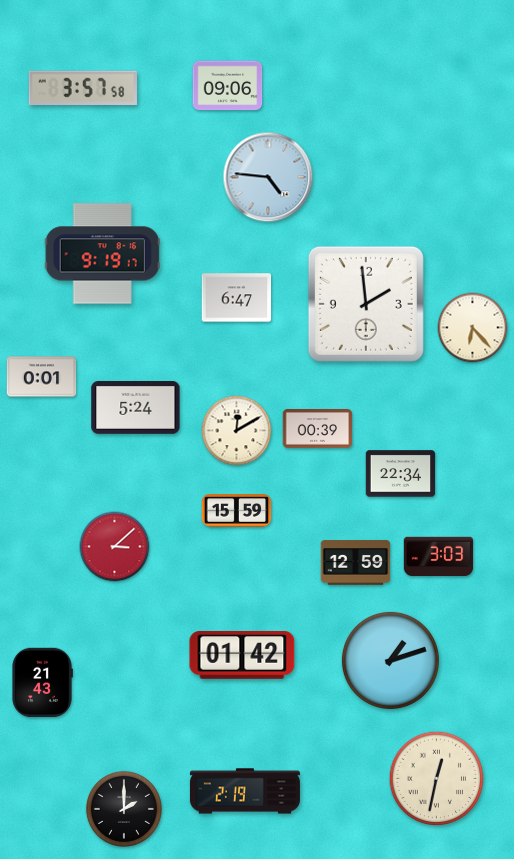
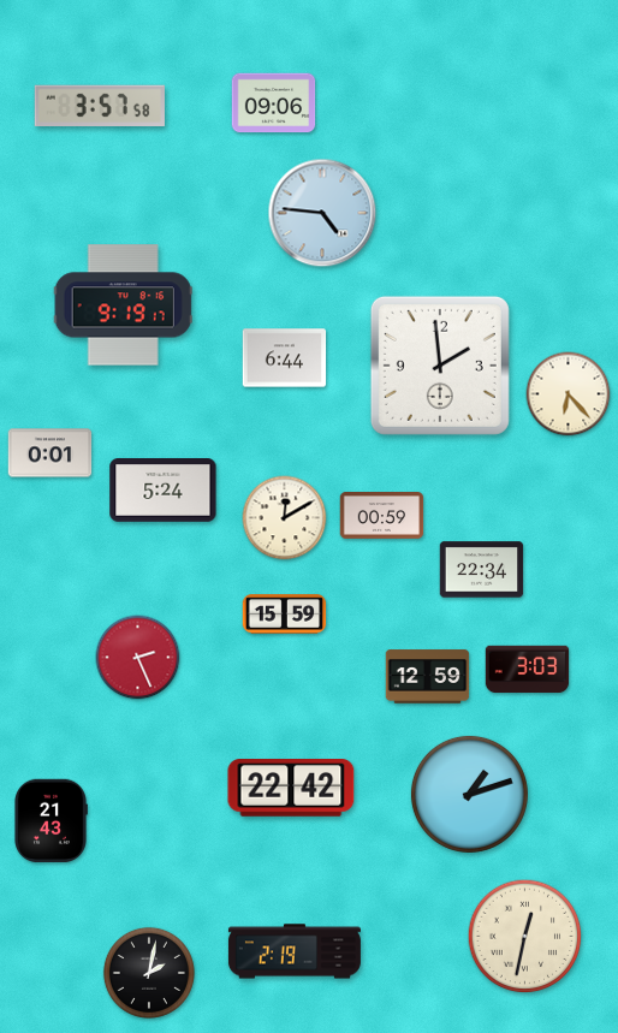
clock at (237, 298): 6:47 -> 6:44
clock at (318, 429): 00:39 -> 00:59
clock at (115, 547): 3:08 -> 2:26
clock at (242, 656): 01:42 -> 22:42
clock at (124, 809): 2:00 -> 2:02
